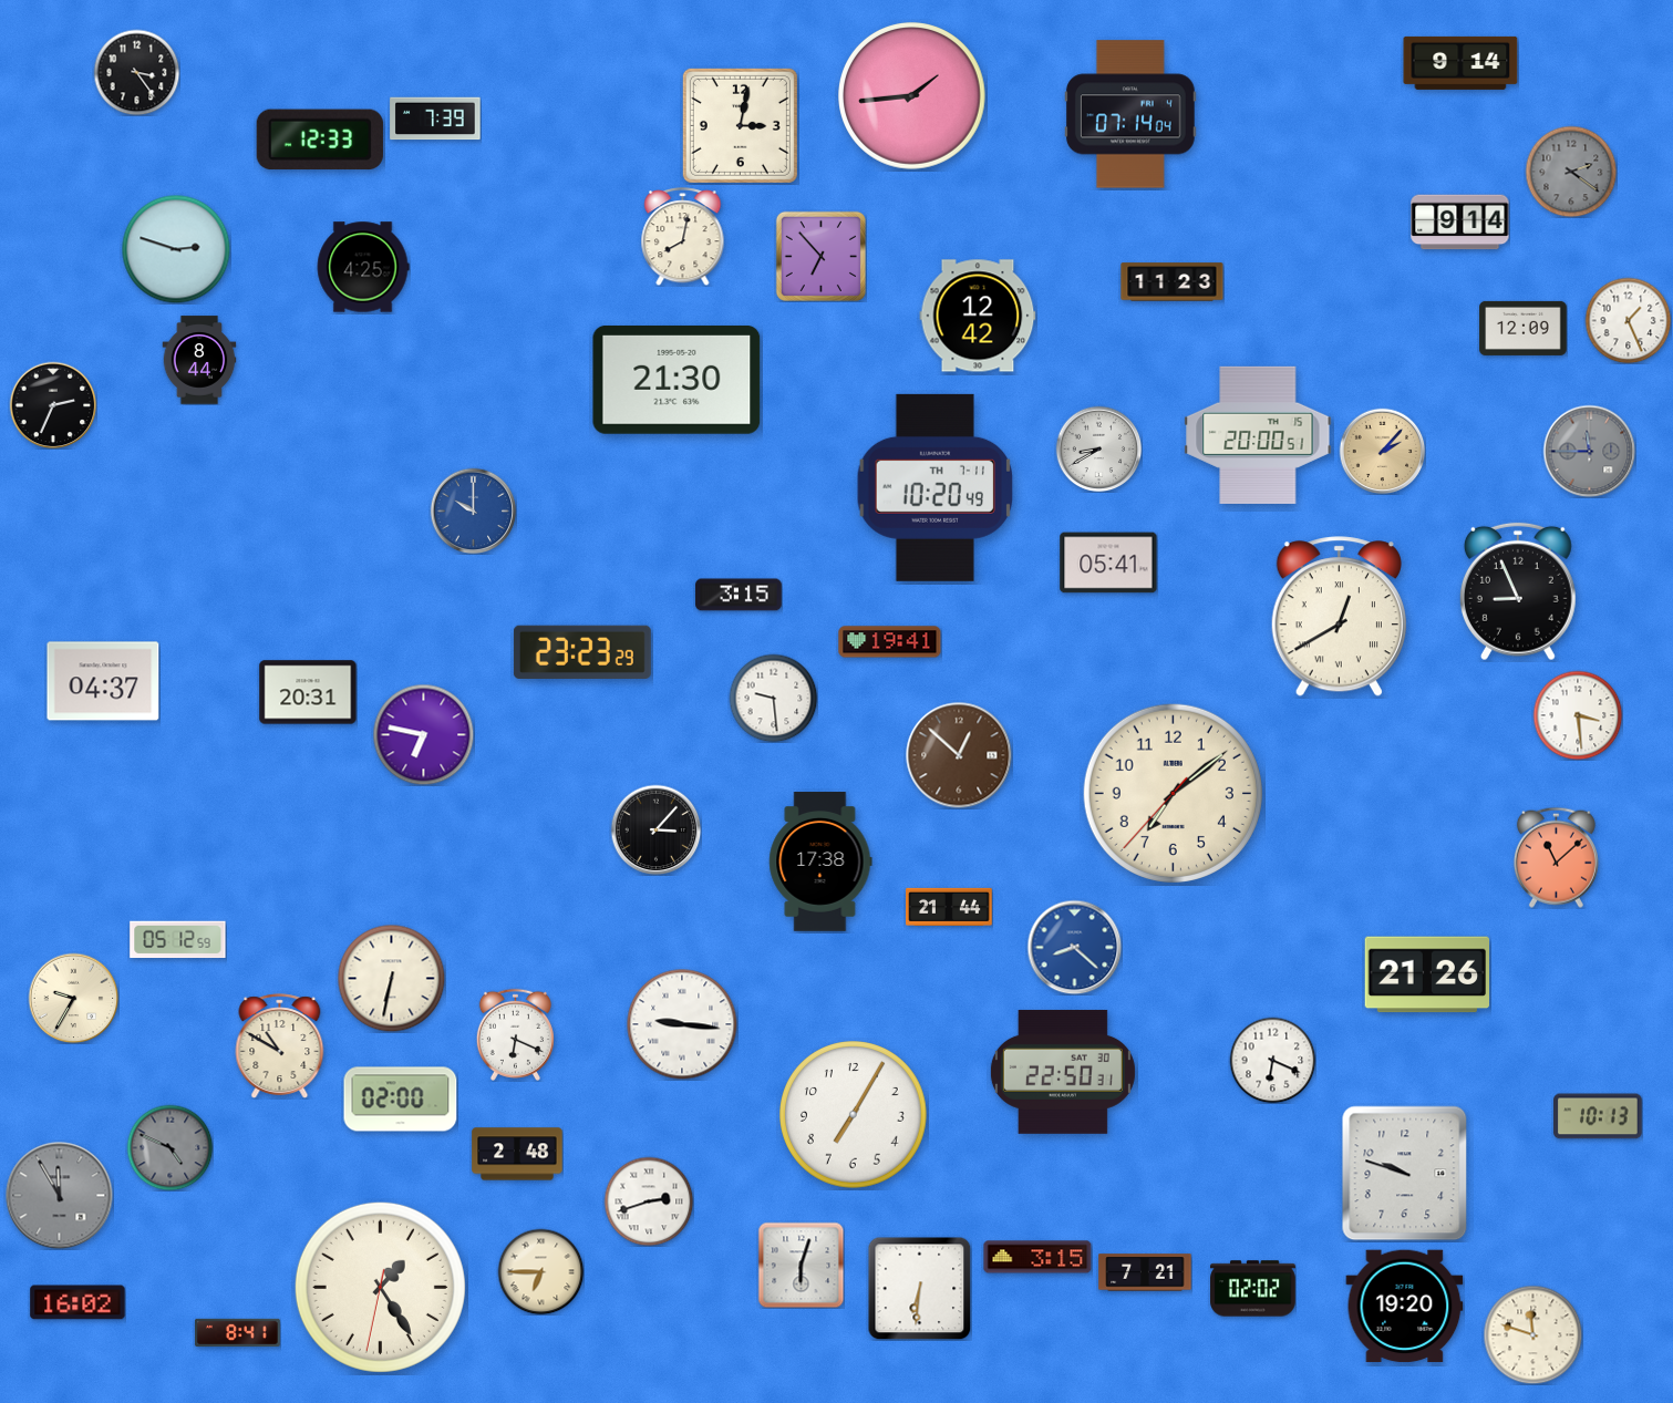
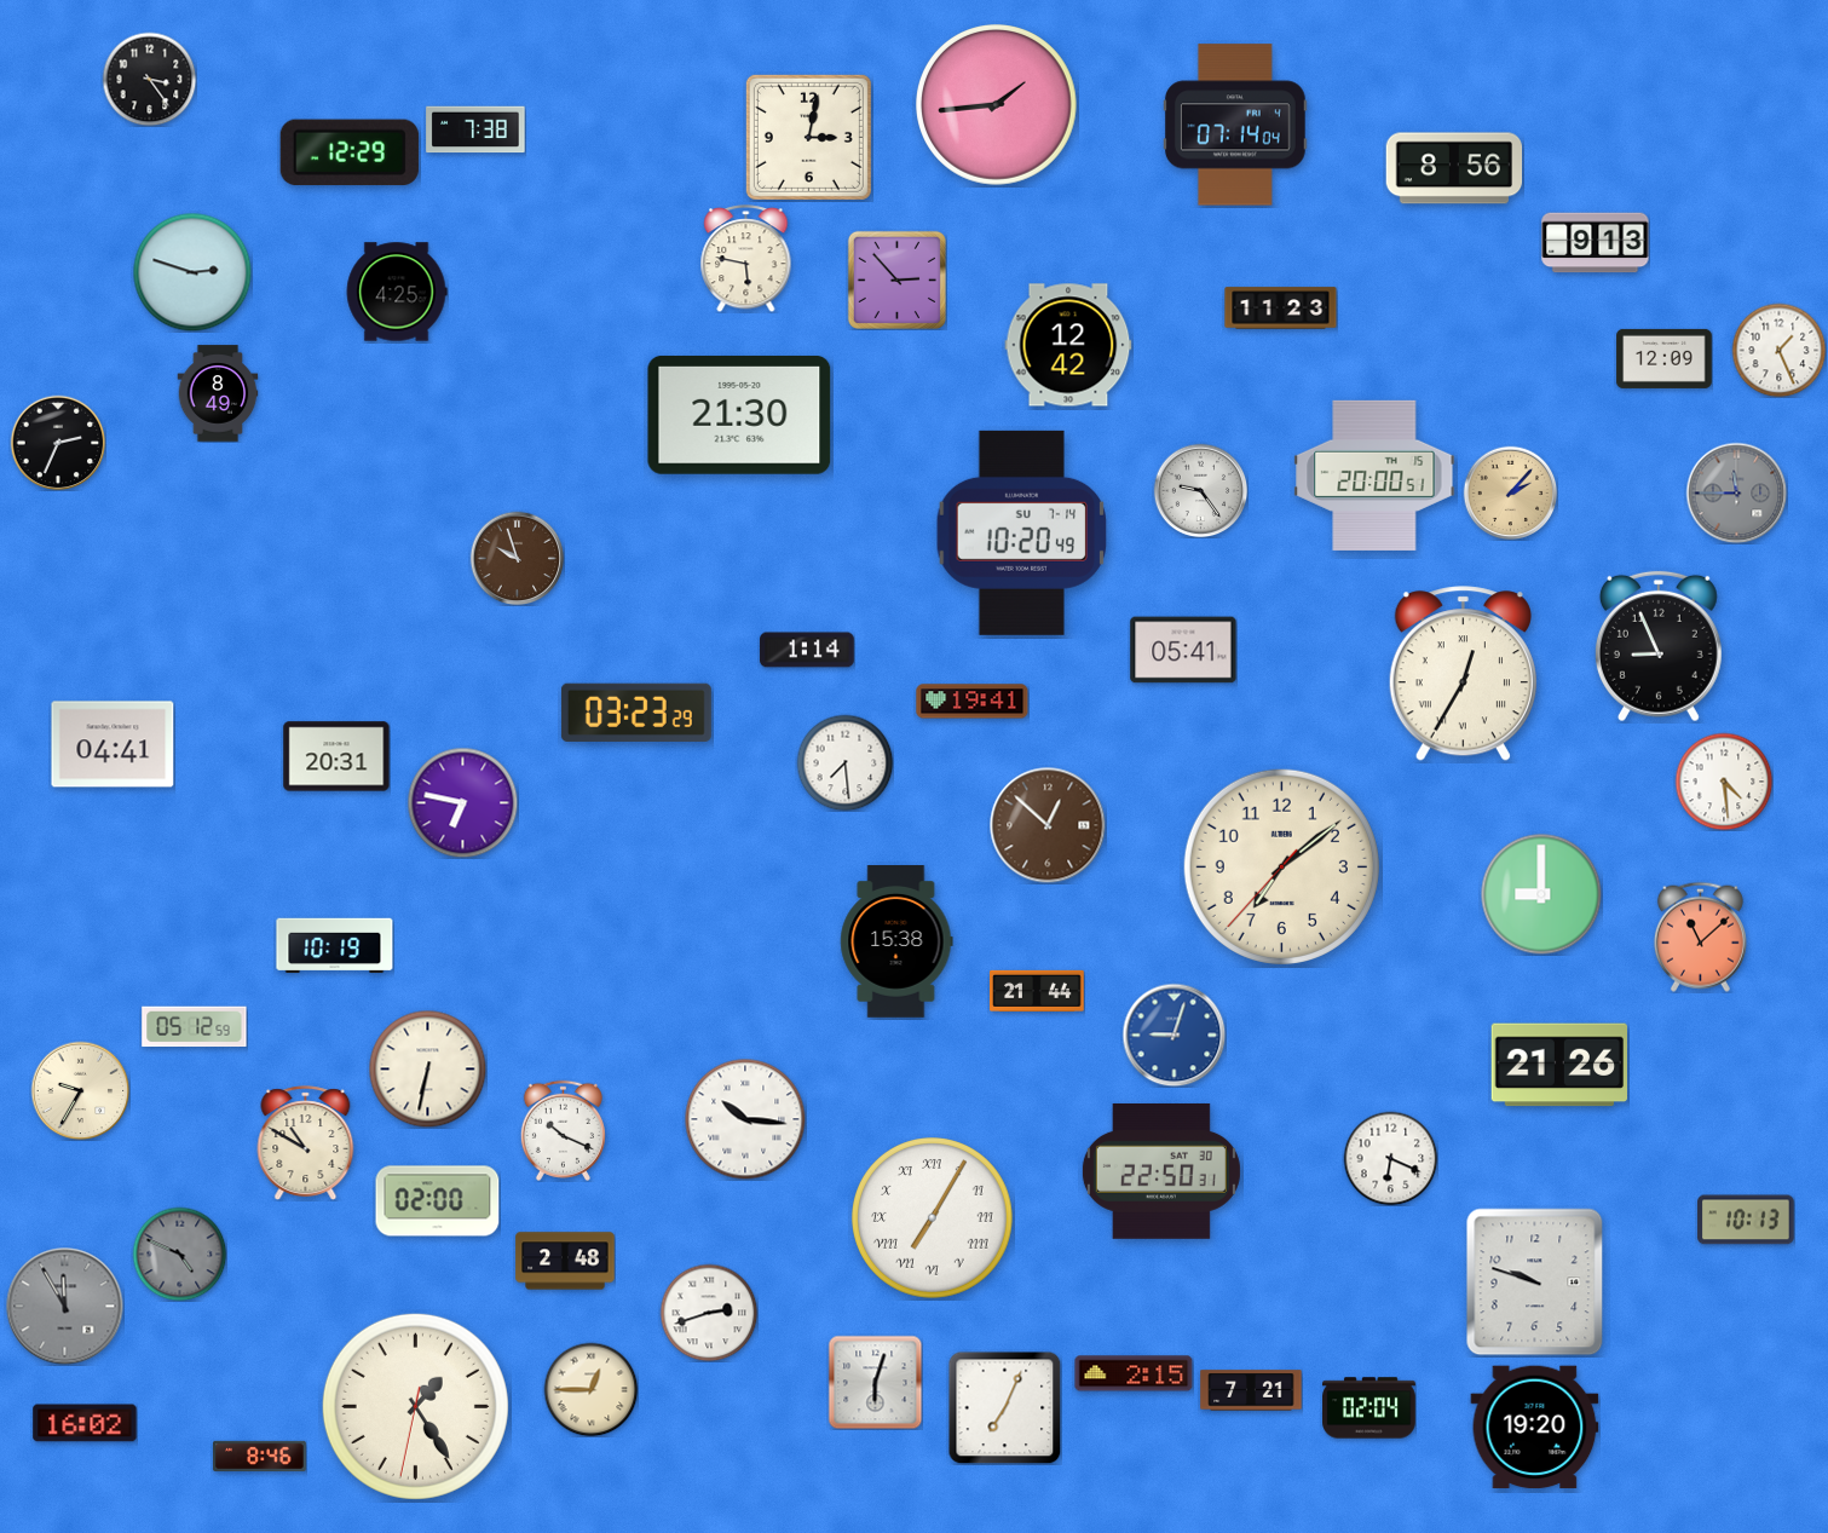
clock at (1460, 63): 9:14 -> none
clock at (435, 118): 7:39 -> 7:38
clock at (320, 140): 12:33 -> 12:29
clock at (1454, 168): none -> 8:56
clock at (1571, 172): 2:21 -> none
clock at (1460, 223): 9:14 -> 9:13
clock at (683, 237): 8:02 -> 5:47
clock at (820, 256): 6:53 -> 2:53
clock at (199, 360): 8:44 -> 8:49
clock at (1098, 448): 8:40 -> 9:24
clock at (934, 487) date: TH 7-11 -> SU 7-14
clock at (473, 510): 10:00 -> 9:57
clock at (473, 510) dial: blue -> brown
clock at (1108, 563) position: (1108, 563) -> (1183, 650)
clock at (739, 595): 3:15 -> 1:14
clock at (1339, 617): 12:40 -> 12:35
clock at (582, 651): 23:23 -> 03:23
clock at (103, 681): 04:37 -> 04:41
clock at (773, 698): 9:29 -> 7:29
clock at (1578, 715): 3:29 -> 4:29
clock at (1541, 894): none -> 9:00
clock at (655, 829): 3:07 -> none
clock at (820, 862): 17:38 -> 15:38
clock at (335, 946): none -> 10:19
clock at (1074, 947): 8:22 -> 9:03
clock at (682, 1024): 9:16 -> 10:16
clock at (515, 1034): 6:19 -> 10:19
clock at (854, 1115) numerals: Arabic -> Roman
clock at (169, 1147) position: (169, 1147) -> (179, 1254)
clock at (1037, 1257): 3:15 -> 2:15
clock at (540, 1271): 6:45 -> 12:45
clock at (919, 1288): 6:31 -> 7:04
clock at (1253, 1289): 02:02 -> 02:04
clock at (238, 1332): 8:41 -> 8:46
clock at (1532, 1334): 11:48 -> none
